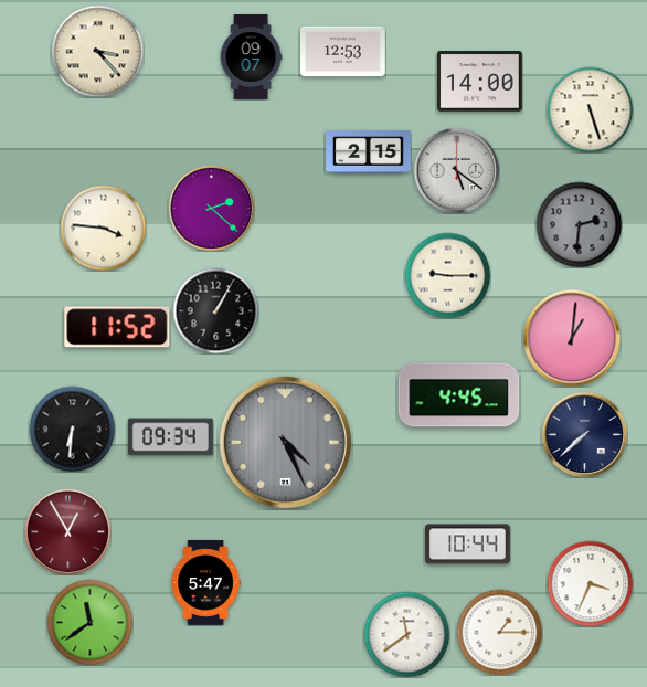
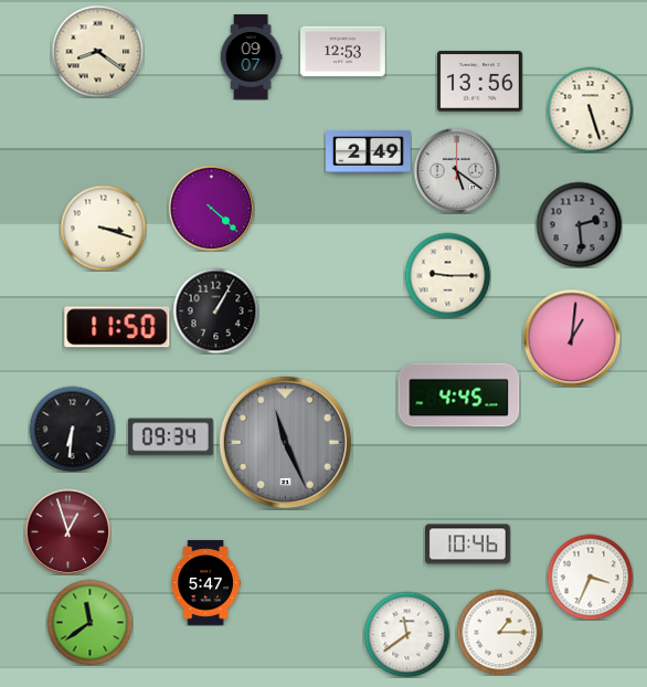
clock at (97, 51): 3:23 -> 8:21
clock at (479, 82): 14:00 -> 13:56
clock at (369, 151): 2:15 -> 2:49
clock at (211, 208): 2:22 -> 4:22
clock at (579, 224): 2:31 -> 2:29
clock at (103, 228): 3:46 -> 3:18
clock at (117, 327): 11:52 -> 11:50
clock at (584, 434): 7:38 -> none
clock at (285, 442): 4:26 -> 11:26
clock at (67, 531): 12:55 -> 12:57
clock at (467, 545): 10:44 -> 10:46
clock at (590, 583) position: (590, 583) -> (590, 577)
